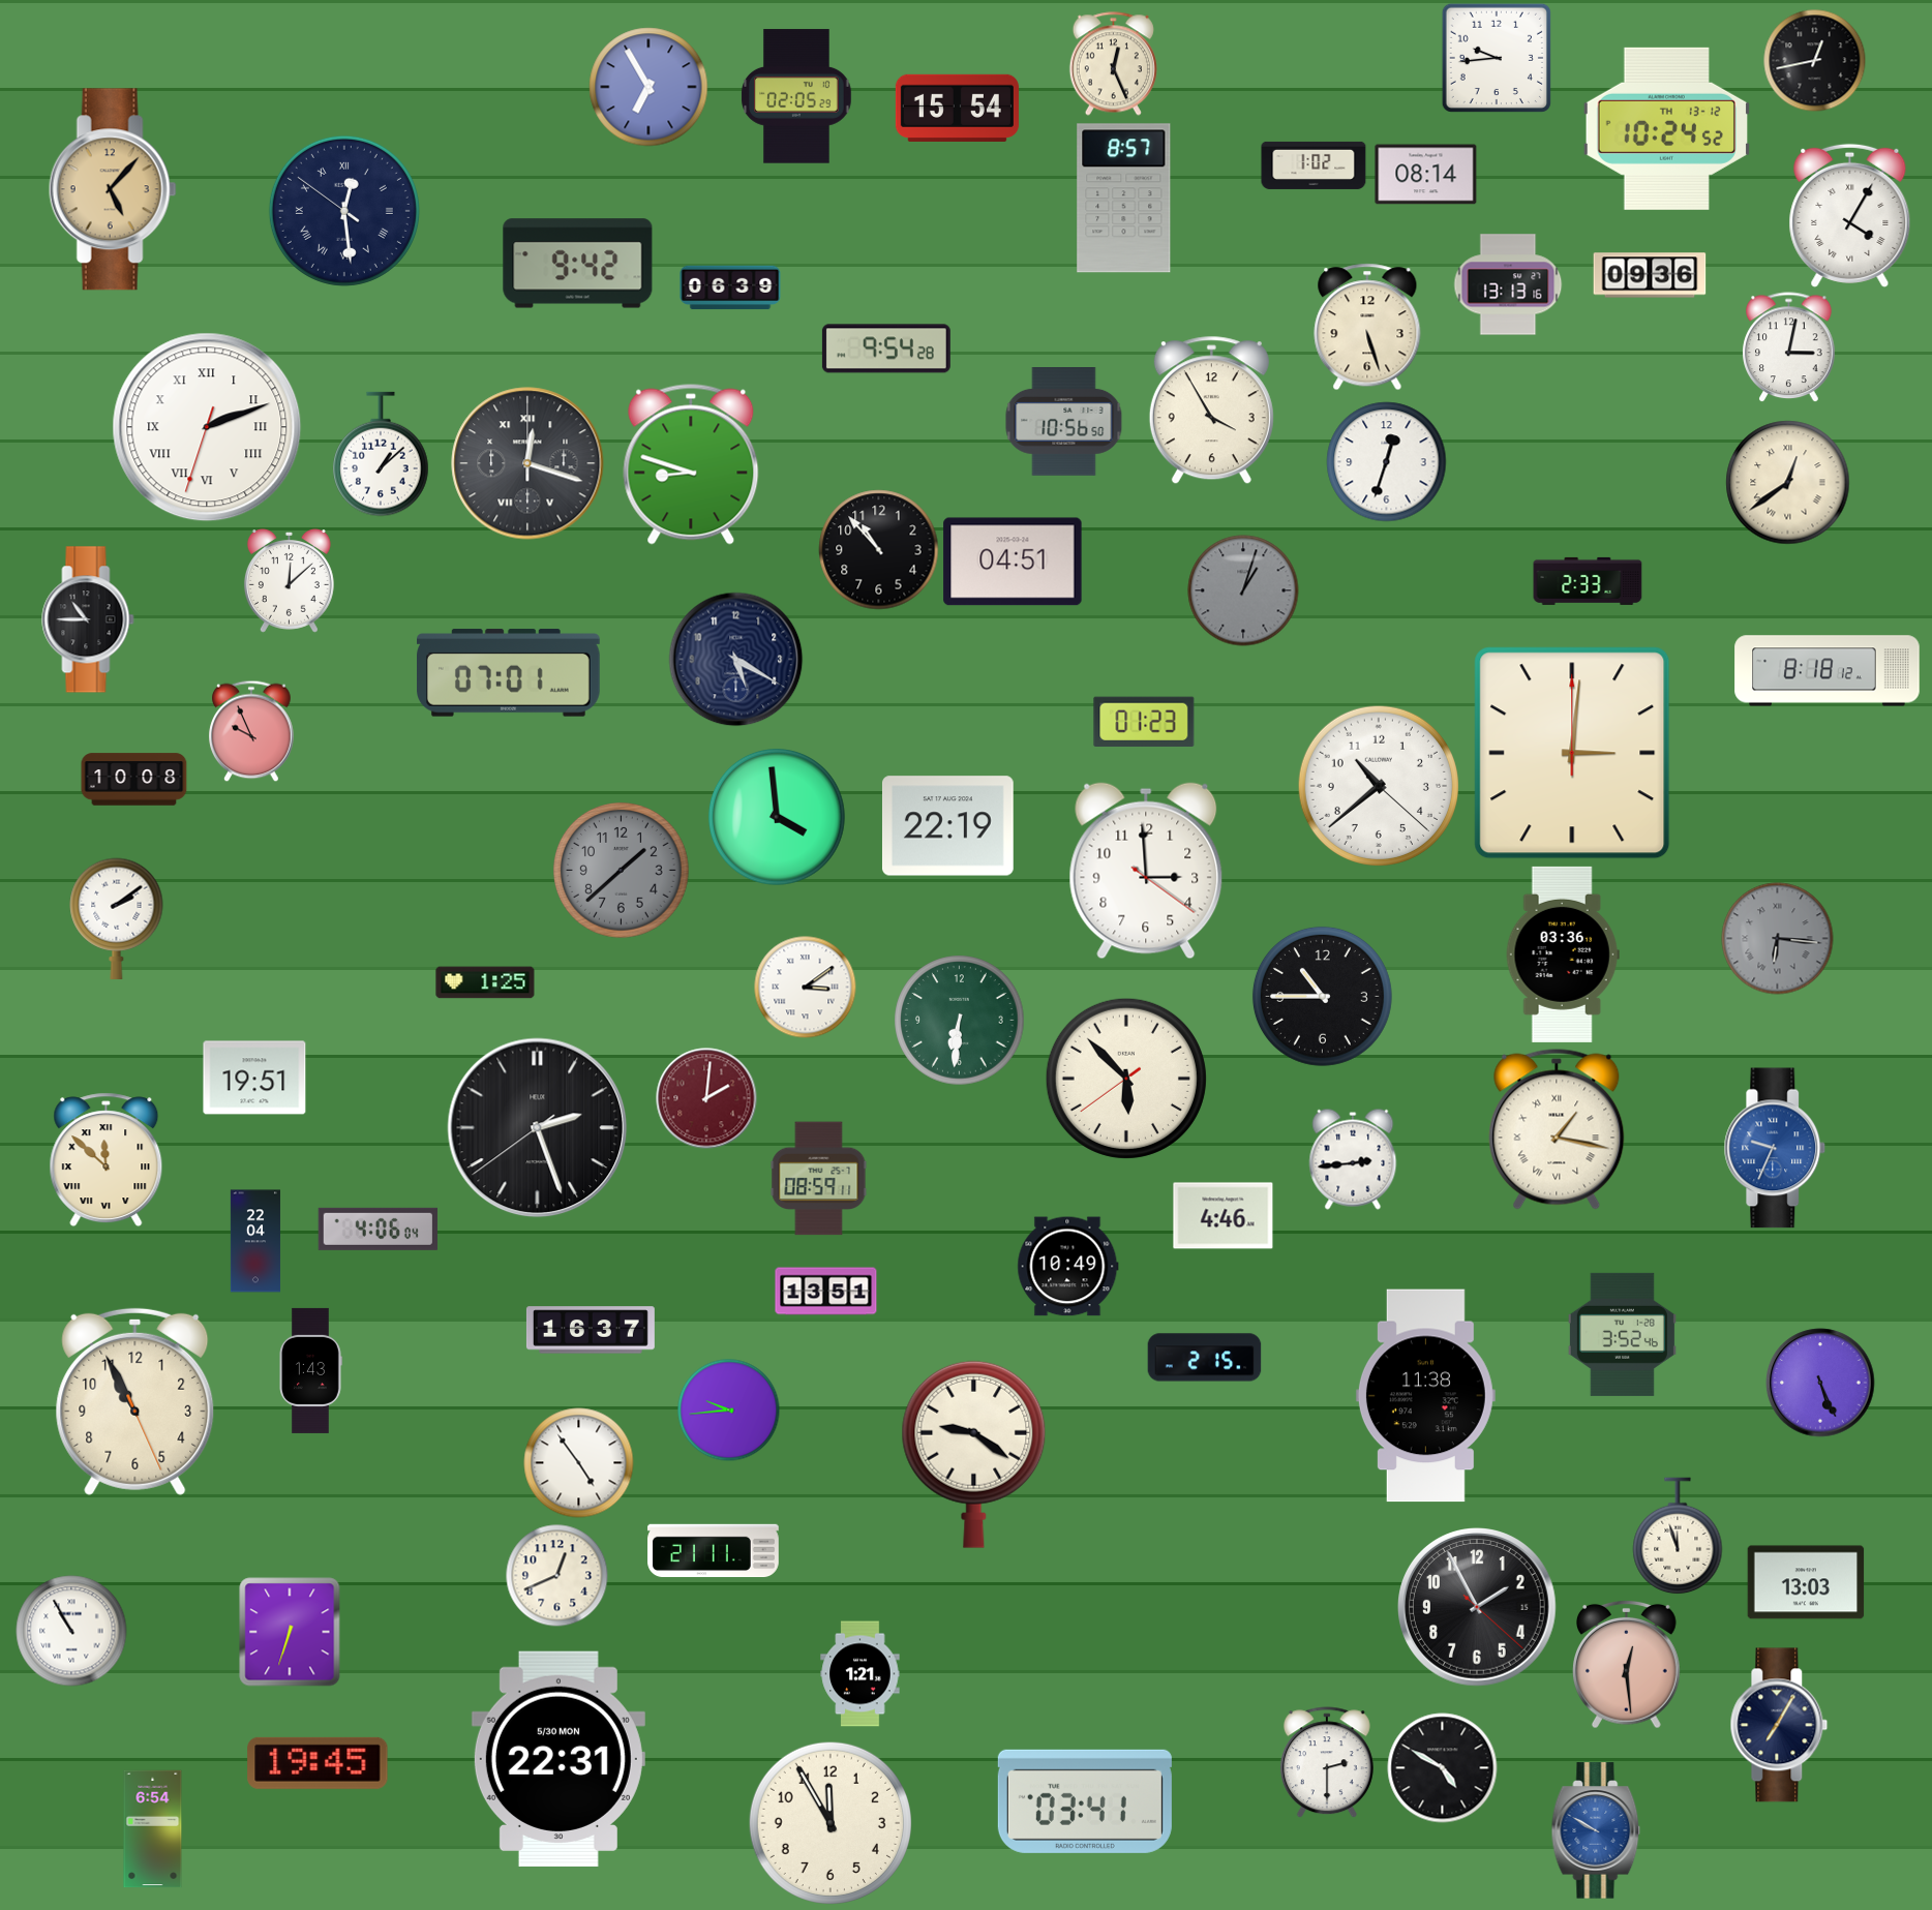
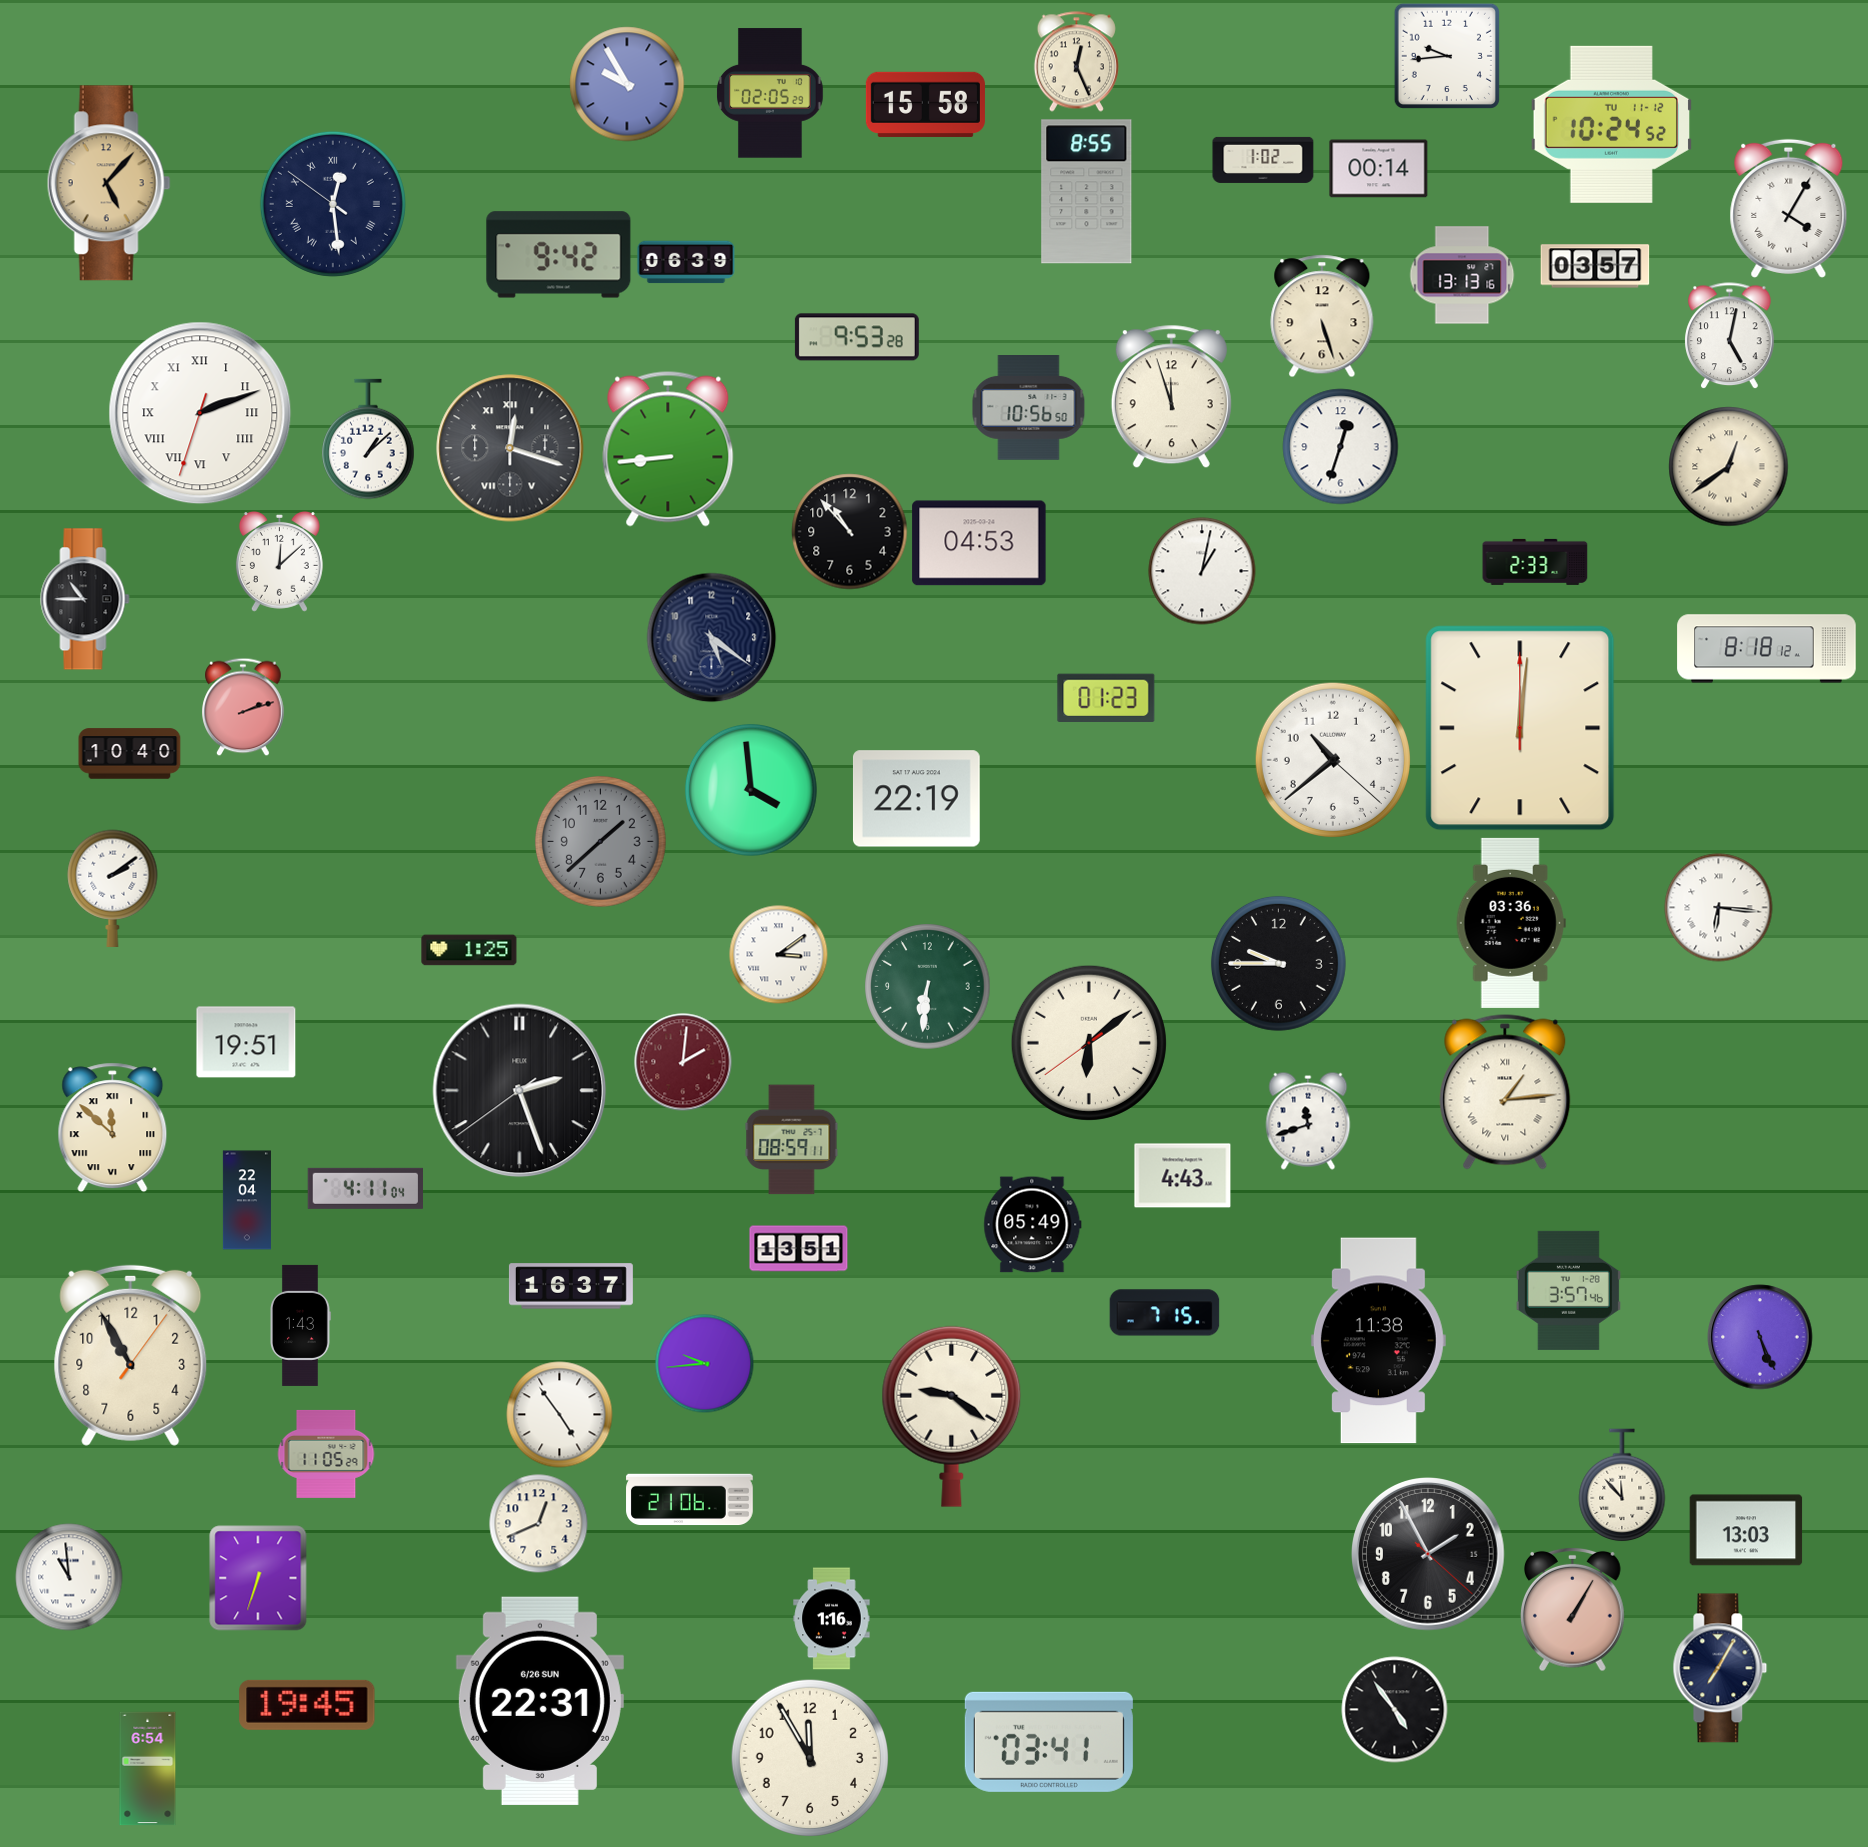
clock at (1815, 61): 12:43 -> none
clock at (648, 87): 6:55 -> 9:55
clock at (957, 108): 15:54 -> 15:58
clock at (1666, 128) date: TH 13-12 -> TU 11-12
clock at (1314, 165) position: (1314, 165) -> (1263, 160)
clock at (1426, 175): 08:14 -> 00:14
clock at (1124, 199): 8:57 -> 8:55
clock at (1650, 275): 09:36 -> 03:57
clock at (1508, 284) position: (1508, 284) -> (1462, 275)
clock at (730, 287) position: (730, 287) -> (686, 262)
clock at (1789, 347): 3:02 -> 5:02
clock at (886, 348): 9:54 -> 9:53
clock at (1211, 411): 3:55 -> 11:57
clock at (691, 464): 8:48 -> 8:44
clock at (1013, 562): 04:51 -> 04:53
clock at (1243, 590): 1:03 -> 1:02
clock at (1243, 590) dial: grey -> white
clock at (736, 660): 5:20 -> 5:21
clock at (509, 673): 07:01 -> none
clock at (251, 731): 9:56 -> 2:12
clock at (1572, 753): 3:01 -> 12:01
clock at (134, 780): 10:08 -> 10:40
clock at (1146, 871): 2:59 -> none
clock at (1778, 939) dial: grey -> white
clock at (1322, 996): 10:45 -> 9:45
clock at (1126, 1079): 5:52 -> 6:08
clock at (1557, 1129): 1:17 -> 1:14
clock at (1775, 1148): 9:34 -> none
clock at (1353, 1159): 2:44 -> 11:42
clock at (107, 1160) position: (107, 1160) -> (113, 1128)
clock at (1224, 1216): 4:46 -> 4:43
clock at (378, 1229): 4:06 -> 4:11
clock at (1068, 1267): 10:49 -> 05:49
clock at (1622, 1334): 3:52 -> 3:57
clock at (1205, 1358): 2:15 -> 7:15
clock at (1425, 1396) position: (1425, 1396) -> (1378, 1341)
clock at (135, 1401): 10:55:26 -> 10:55:06
clock at (974, 1454) position: (974, 1454) -> (952, 1416)
clock at (326, 1454): none -> 11:05
clock at (1678, 1536): 11:57 -> 11:53
clock at (714, 1551): 21:11 -> 21:06
clock at (71, 1631): 10:55 -> 10:59
clock at (290, 1632) position: (290, 1632) -> (258, 1578)
clock at (1627, 1664): 12:29 -> 1:05
clock at (861, 1674): 1:21 -> 1:16
clock at (559, 1758) date: 5/30 MON -> 6/26 SUN
clock at (1327, 1762): 2:30 -> none
clock at (1443, 1768): 4:50 -> 4:54
clock at (831, 1823) position: (831, 1823) -> (810, 1758)
clock at (1596, 1830): 9:50 -> none
